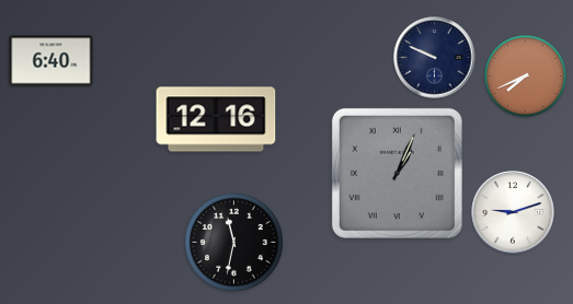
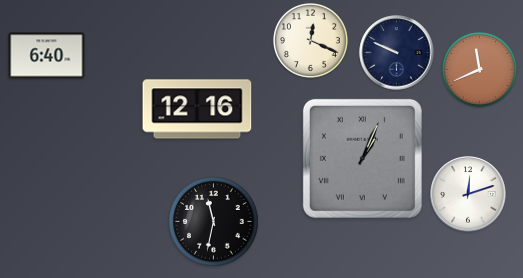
clock at (310, 40): none -> 12:19
clock at (525, 75): 7:41 -> 11:41
clock at (513, 212): 9:12 -> 12:12
